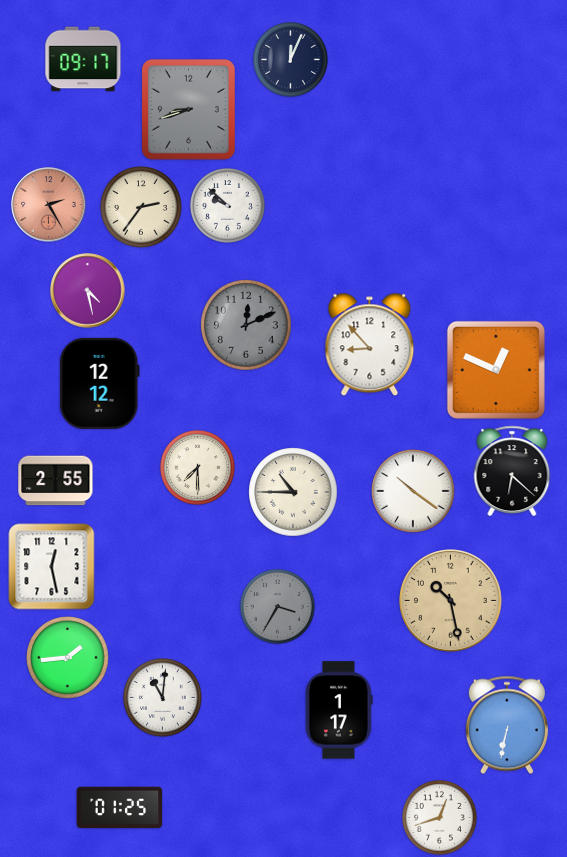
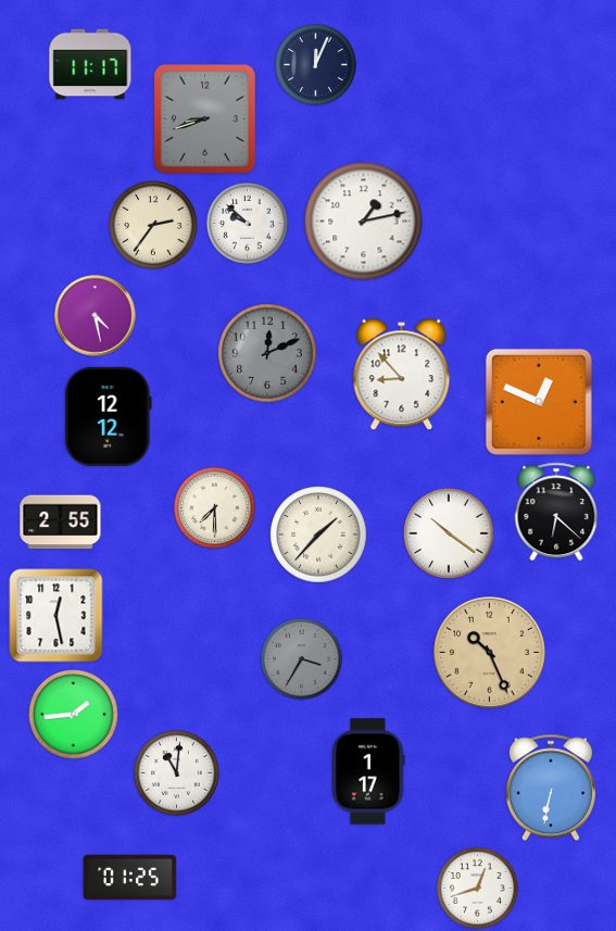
clock at (83, 59): 09:17 -> 11:17
clock at (364, 222): none -> 1:13
clock at (49, 205): 2:25 -> none
clock at (293, 492): 10:45 -> 1:37
clock at (451, 601): 10:28 -> 10:26
clock at (163, 698) position: (163, 698) -> (177, 773)
